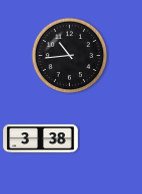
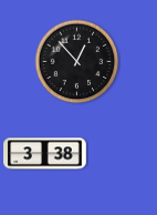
clock at (70, 56): 10:44 -> 12:53
